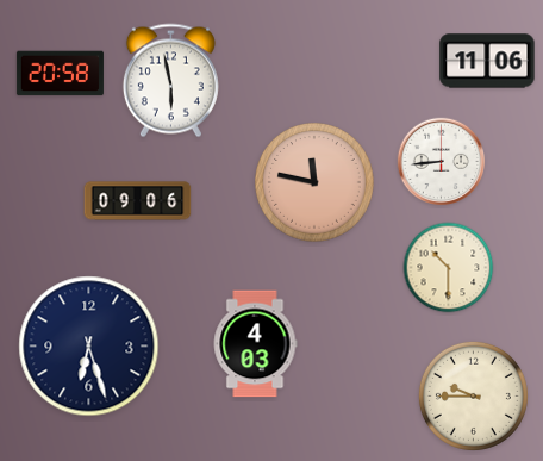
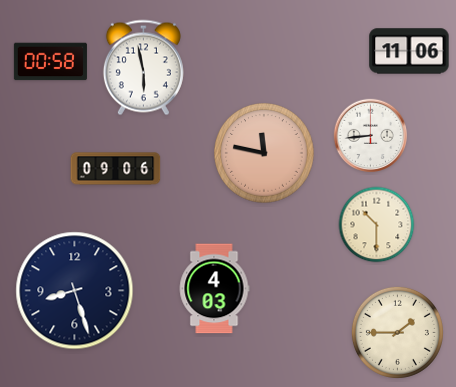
clock at (60, 74): 20:58 -> 00:58
clock at (89, 347): 6:27 -> 8:27
clock at (473, 395): 9:45 -> 1:45
